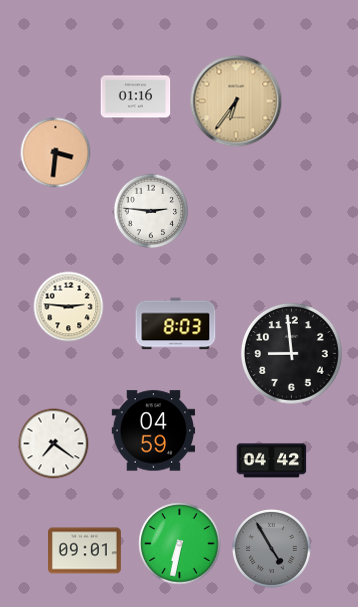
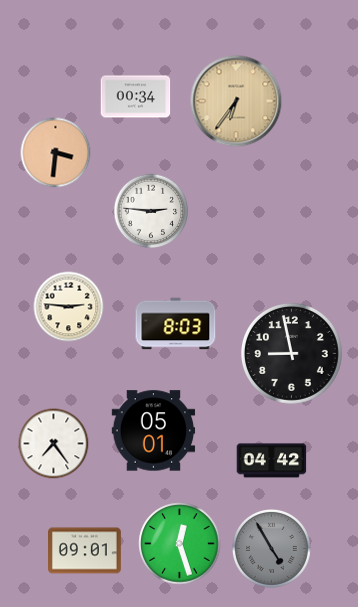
clock at (136, 97): 01:16 -> 00:34
clock at (291, 353): 8:59 -> 8:58
clock at (154, 431): 04:59 -> 05:01
clock at (54, 444): 7:21 -> 7:24
clock at (180, 544): 6:32 -> 12:27
